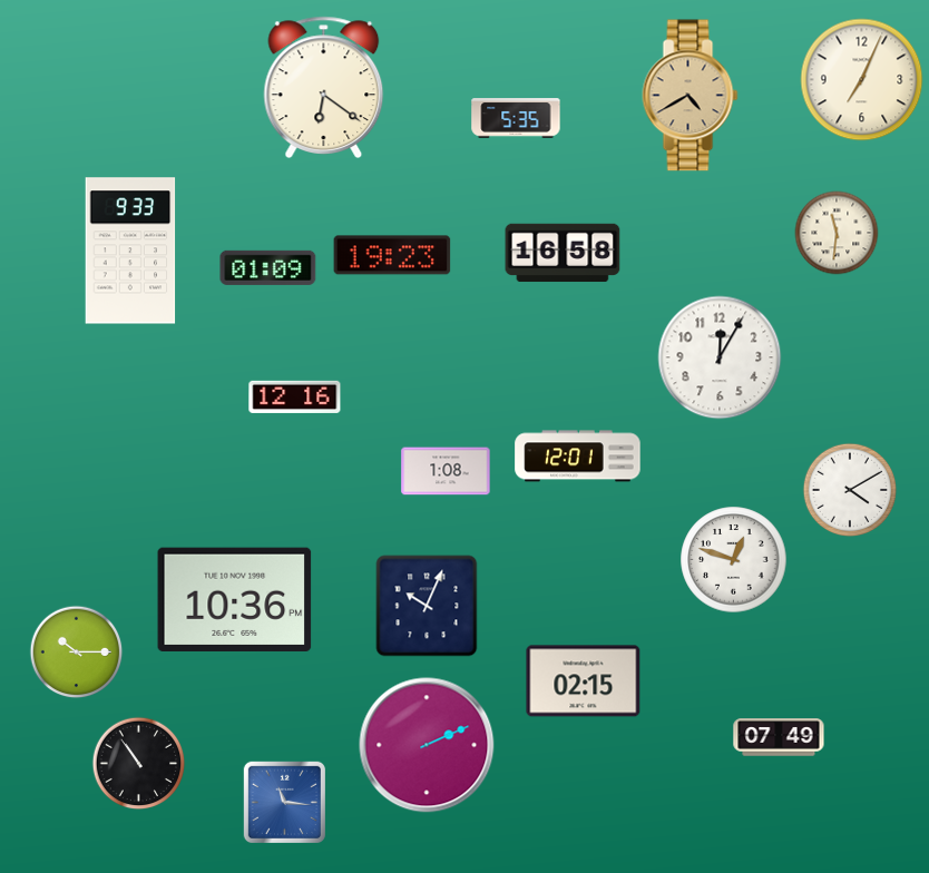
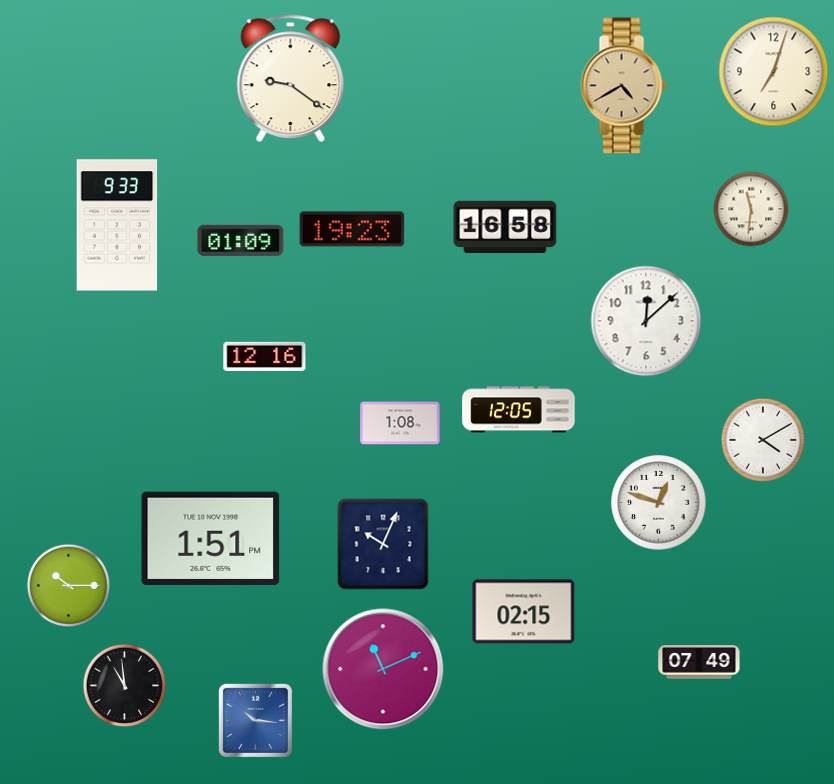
clock at (862, 80): 7:04 -> 7:03
clock at (324, 87): 6:21 -> 9:21
clock at (691, 96) position: (691, 96) -> (624, 86)
clock at (516, 118): 5:35 -> none
clock at (720, 357): 12:05 -> 12:08
clock at (578, 457): 12:01 -> 12:05
clock at (235, 599): 10:36 -> 1:51
clock at (427, 745): 2:11 -> 11:11
clock at (139, 764): 10:54 -> 10:59
clock at (284, 802): 11:16 -> 10:16
